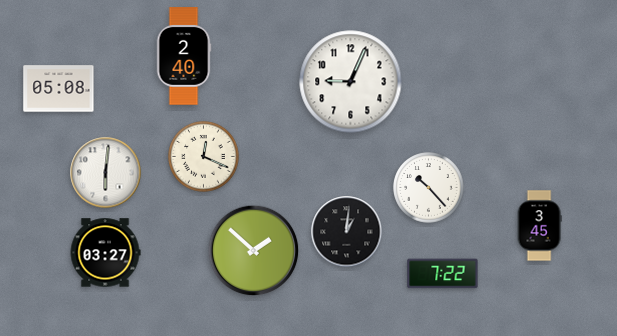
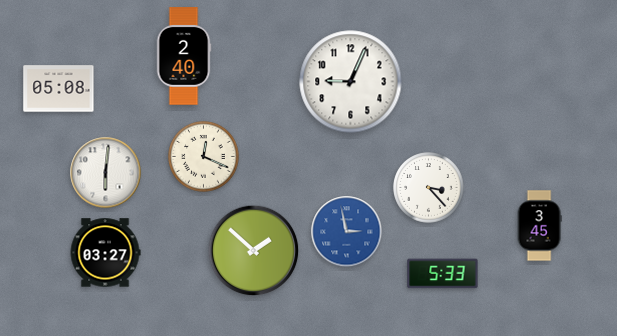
clock at (429, 188): 10:23 -> 3:23
clock at (347, 232): 1:01 -> 2:58
clock at (347, 232) dial: black -> blue
clock at (443, 274): 7:22 -> 5:33
